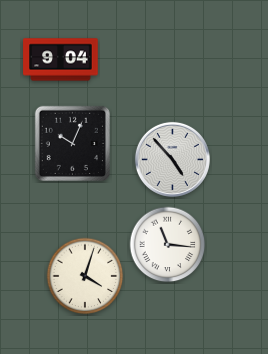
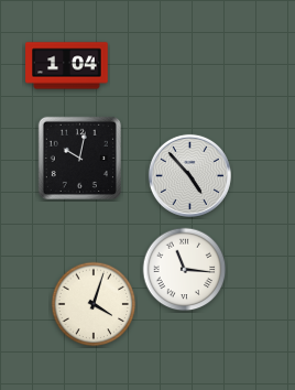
clock at (61, 60): 9:04 -> 1:04
clock at (72, 143): 10:04 -> 10:02
